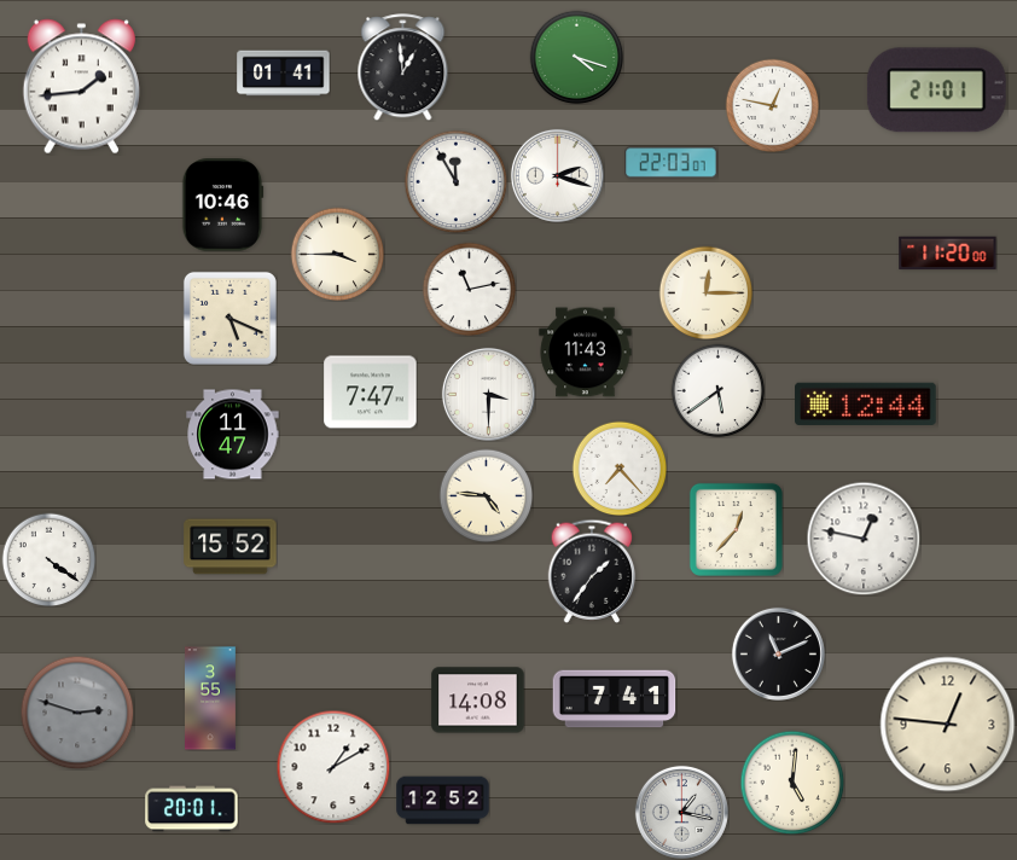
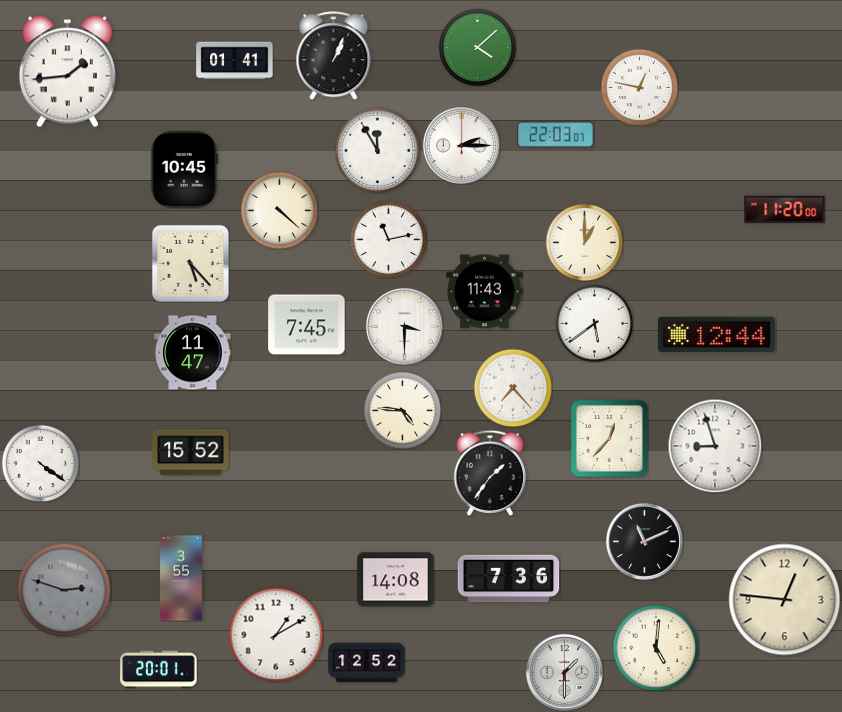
clock at (576, 57): 4:18 -> 4:08
clock at (403, 68): 12:59 -> 1:04
clock at (936, 91): 21:01 -> none
clock at (557, 175): 2:18 -> 2:15
clock at (222, 205): 10:46 -> 10:45
clock at (337, 254): 3:45 -> 4:22
clock at (705, 292): 12:15 -> 1:00
clock at (229, 318): 5:19 -> 5:23
clock at (371, 393): 7:47 -> 7:45
clock at (233, 435) position: (233, 435) -> (193, 353)
clock at (864, 539): 12:47 -> 8:57
clock at (211, 698) position: (211, 698) -> (182, 578)
clock at (615, 699): 7:41 -> 7:36
clock at (681, 812): 1:17 -> 1:30
